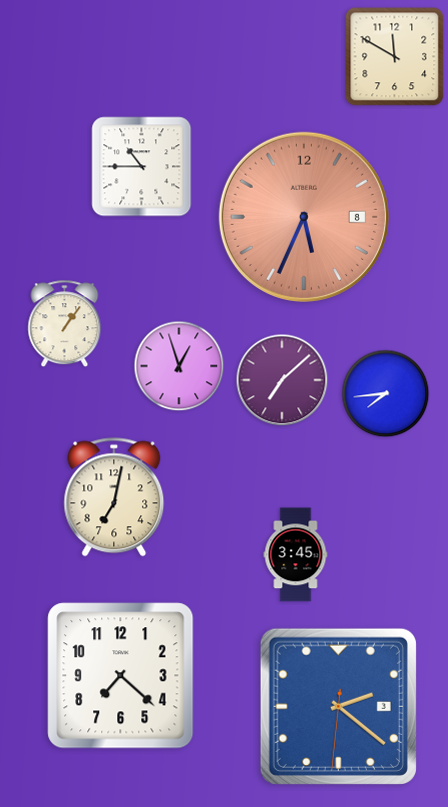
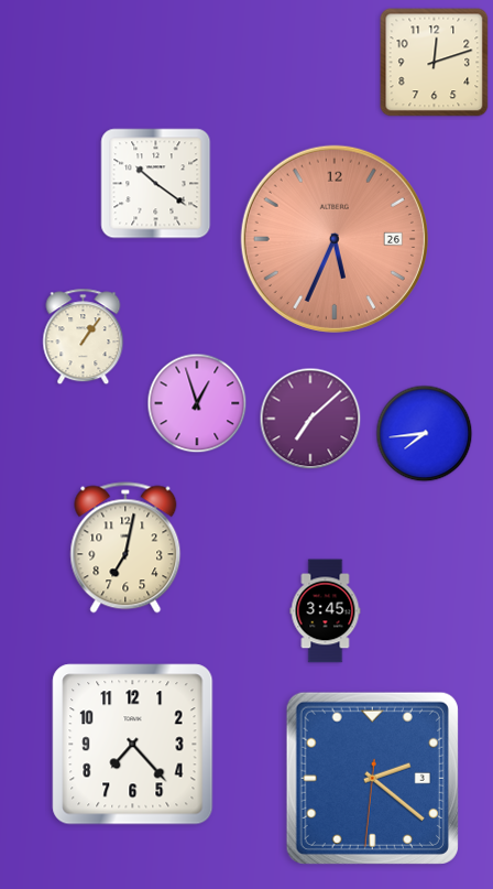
clock at (395, 57): 11:50 -> 12:12
clock at (142, 167): 10:45 -> 10:21
clock at (304, 217) date: 8 -> 26
clock at (65, 324) position: (65, 324) -> (84, 337)
clock at (121, 676): 7:22 -> 7:23
